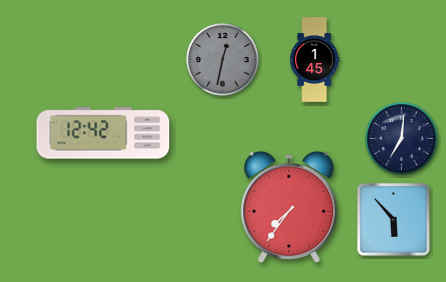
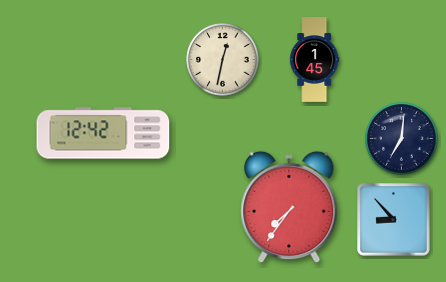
clock at (223, 60) dial: grey -> cream
clock at (394, 220): 5:53 -> 8:53
